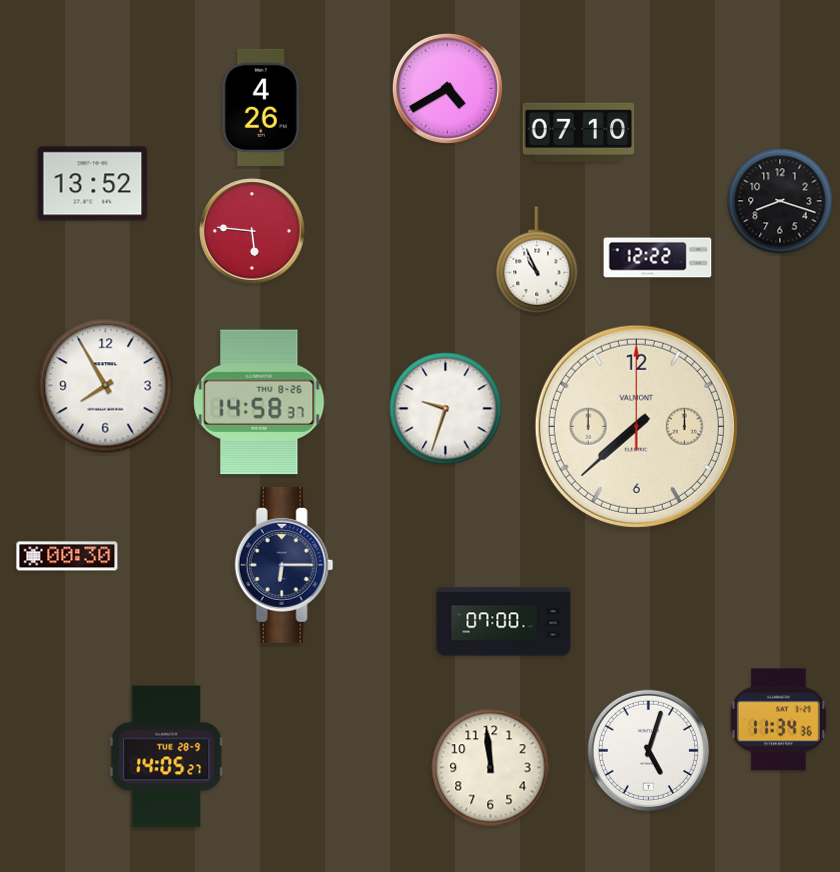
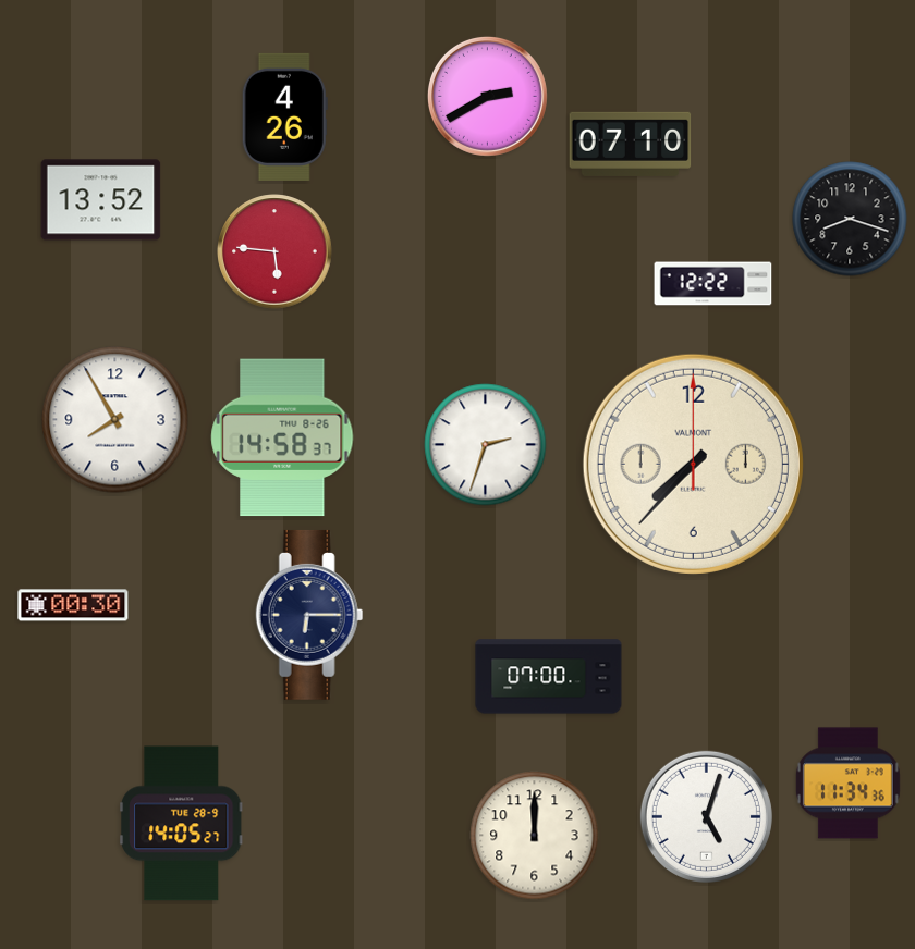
clock at (447, 88): 4:40 -> 2:40
clock at (658, 258) position: (658, 258) -> (713, 284)
clock at (537, 260): 10:56 -> none
clock at (446, 409): 9:33 -> 2:33
clock at (636, 426): 7:38 -> 7:37
clock at (491, 768): 11:59 -> 12:00
